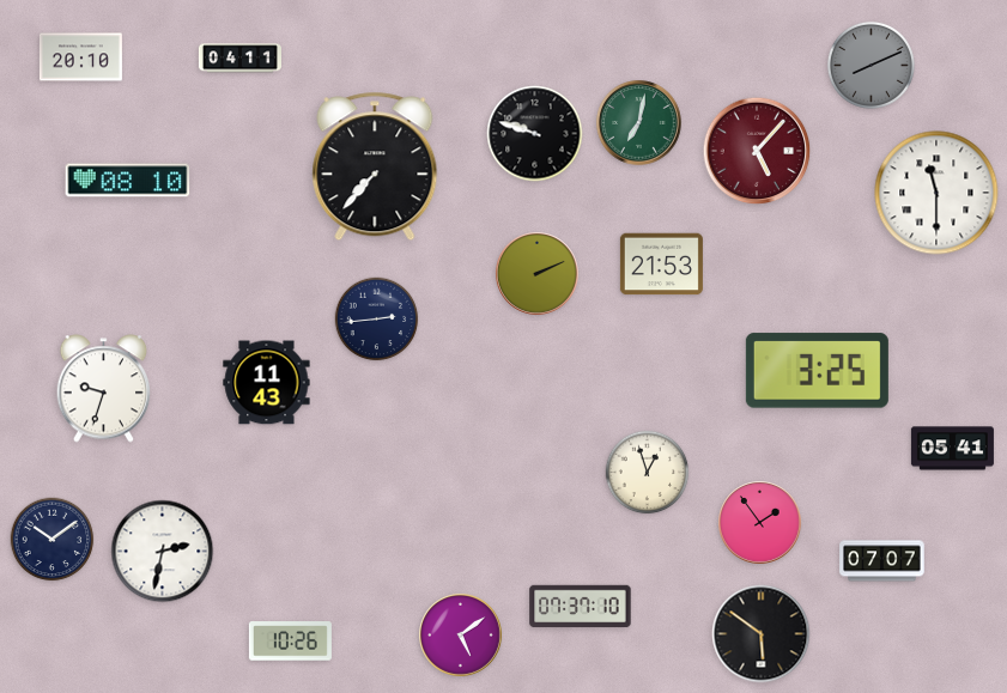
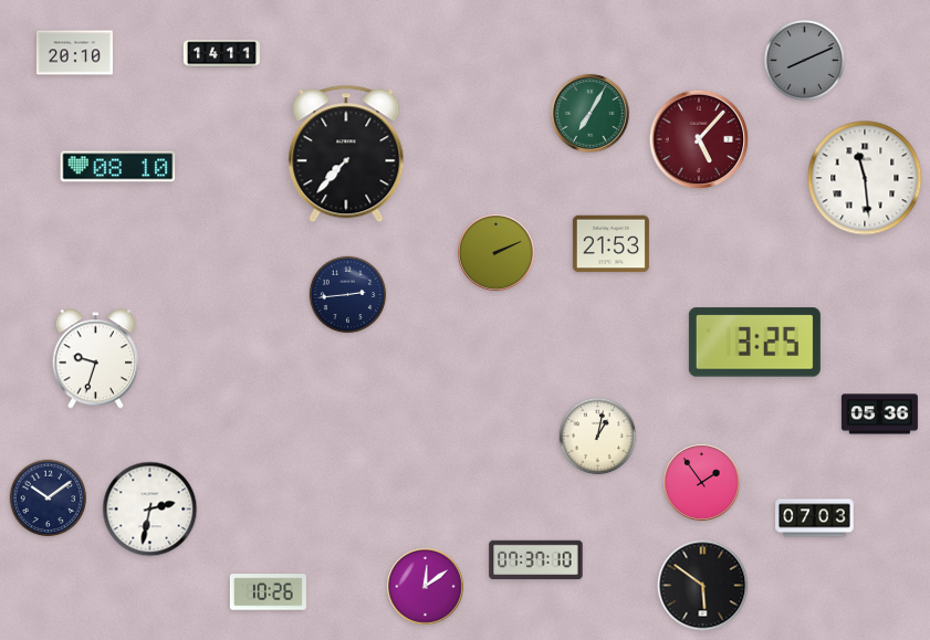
clock at (239, 59): 04:11 -> 14:11
clock at (639, 123): 7:02 -> 7:05
clock at (535, 134): 9:48 -> none
clock at (936, 193): 11:30 -> 11:29
clock at (267, 383): 11:43 -> none
clock at (952, 449): 05:41 -> 05:36
clock at (648, 473): 12:57 -> 1:02
clock at (882, 561): 07:07 -> 07:03
clock at (461, 636): 5:09 -> 12:09
